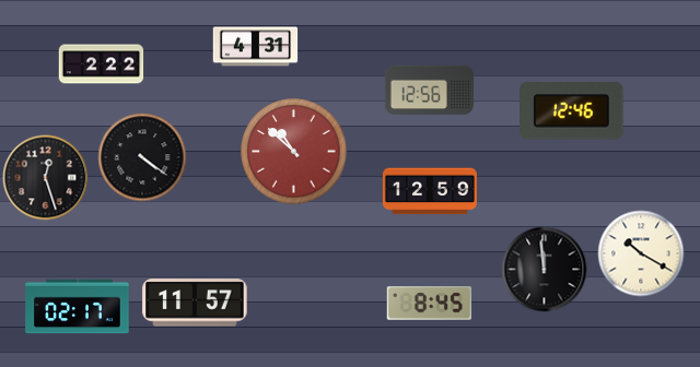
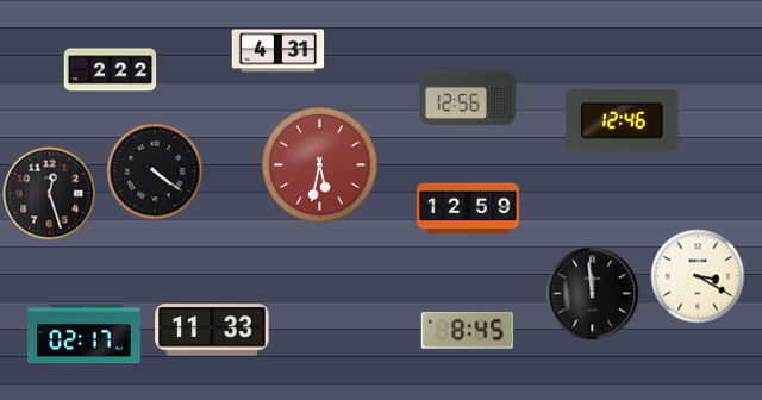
clock at (294, 152): 10:52 -> 5:32
clock at (641, 253): 10:20 -> 3:20
clock at (195, 303): 11:57 -> 11:33
